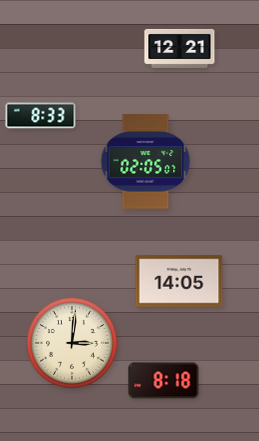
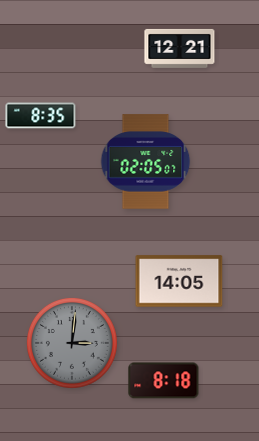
clock at (41, 116): 8:33 -> 8:35
clock at (72, 343) dial: cream -> grey
